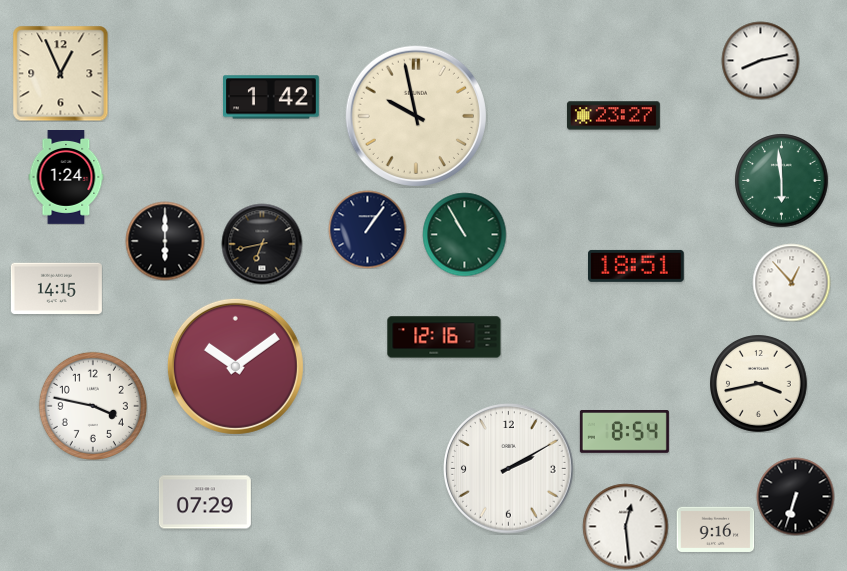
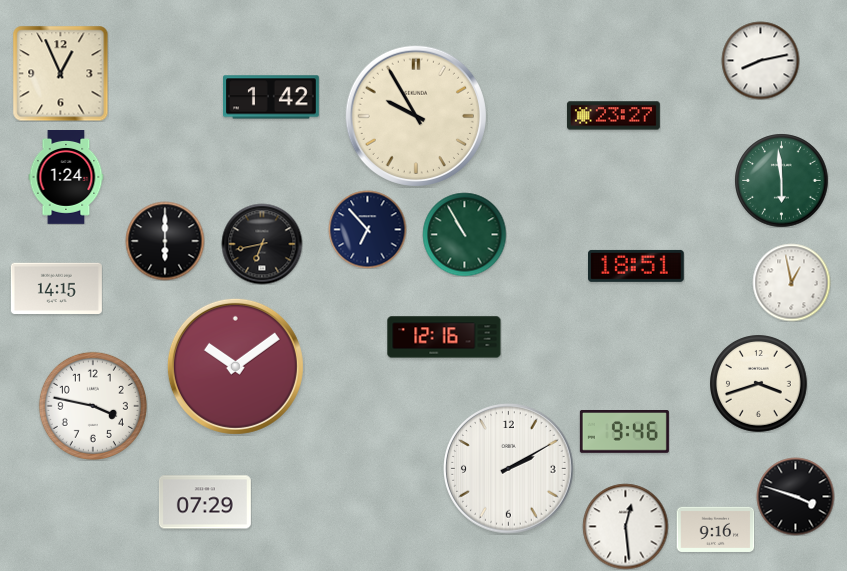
clock at (416, 116): 9:58 -> 9:55
clock at (367, 229): 1:06 -> 6:53
clock at (791, 282): 12:53 -> 12:58
clock at (759, 384): 3:43 -> 3:42
clock at (624, 432): 8:54 -> 9:46
clock at (795, 496): 6:33 -> 3:48
